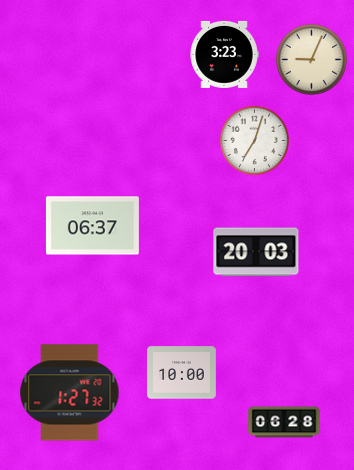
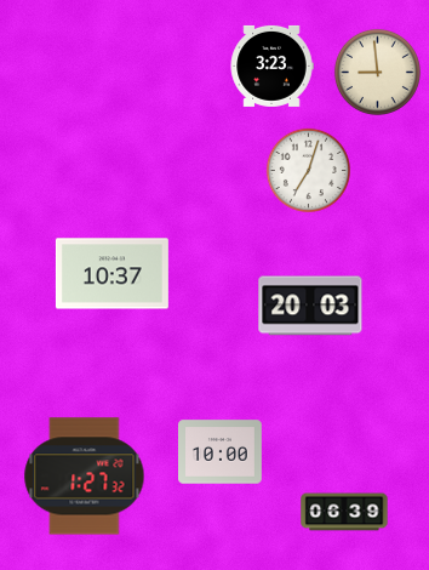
clock at (311, 59): 9:04 -> 8:59
clock at (92, 226): 06:37 -> 10:37
clock at (284, 422): 06:28 -> 06:39
